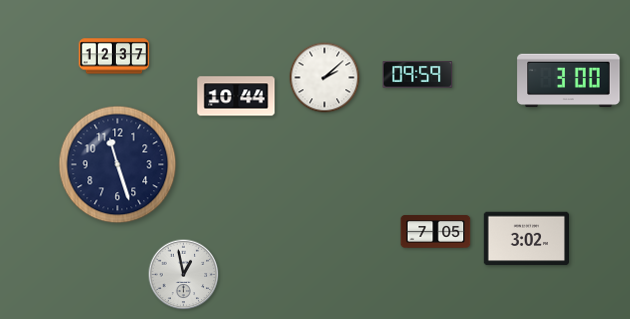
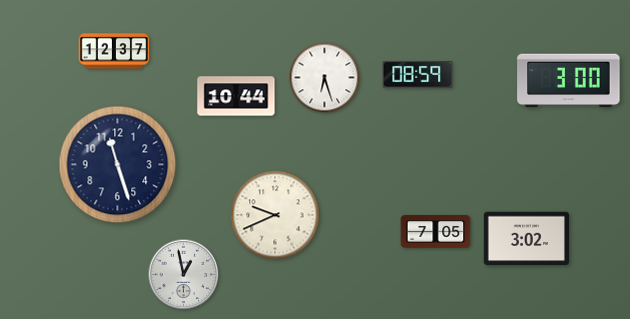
clock at (114, 56) position: (114, 56) -> (114, 51)
clock at (418, 75): 09:59 -> 08:59
clock at (325, 78): 2:08 -> 6:27
clock at (275, 215): none -> 9:41
